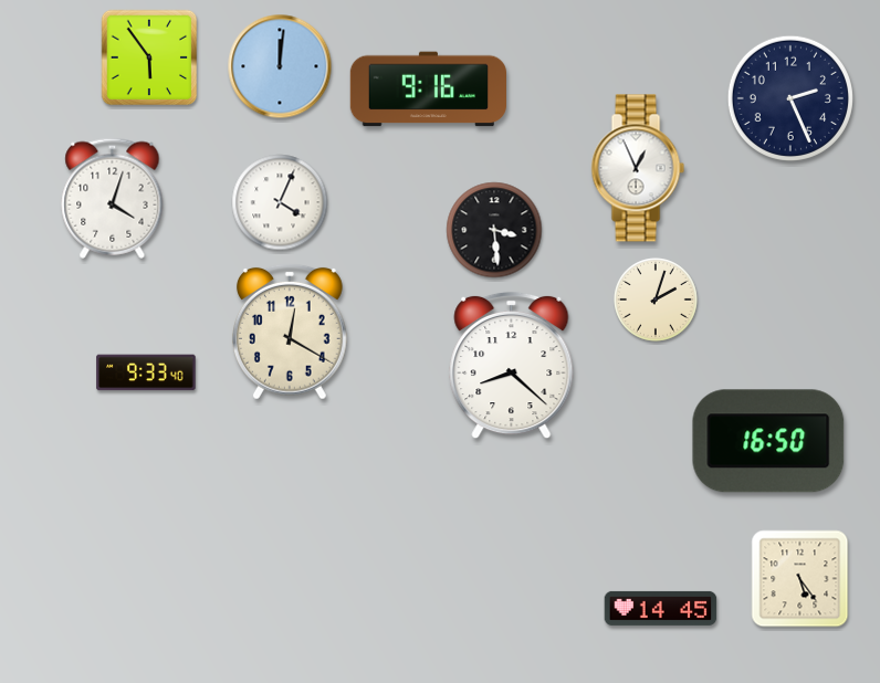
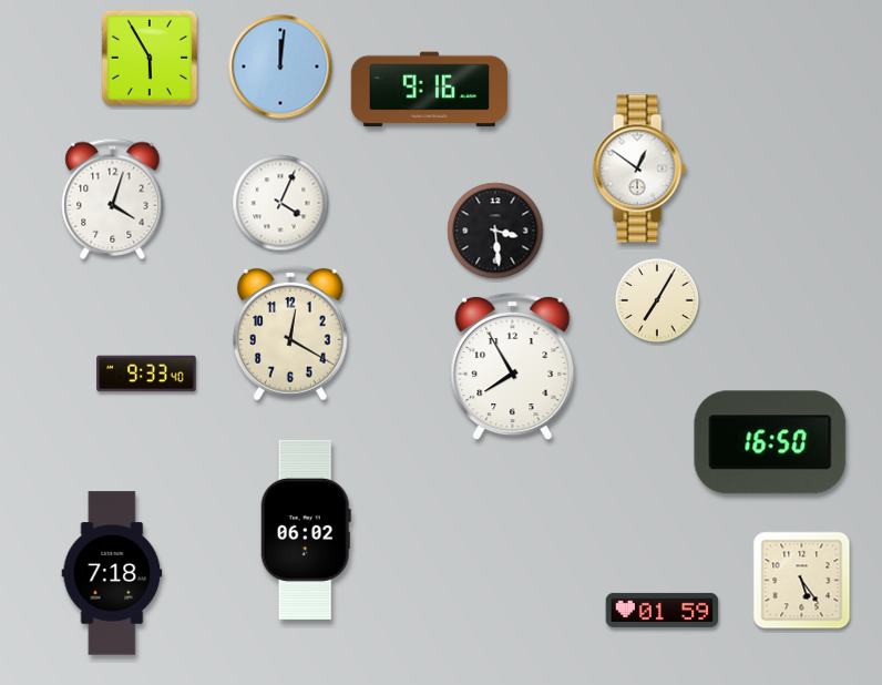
clock at (149, 57): 5:54 -> 5:55
clock at (790, 98): 2:26 -> none
clock at (638, 168): 12:56 -> 12:51
clock at (656, 300): 2:03 -> 7:05
clock at (512, 366): 8:22 -> 7:55
clock at (306, 530): none -> 06:02
clock at (112, 573): none -> 7:18
clock at (661, 608): 14:45 -> 01:59
